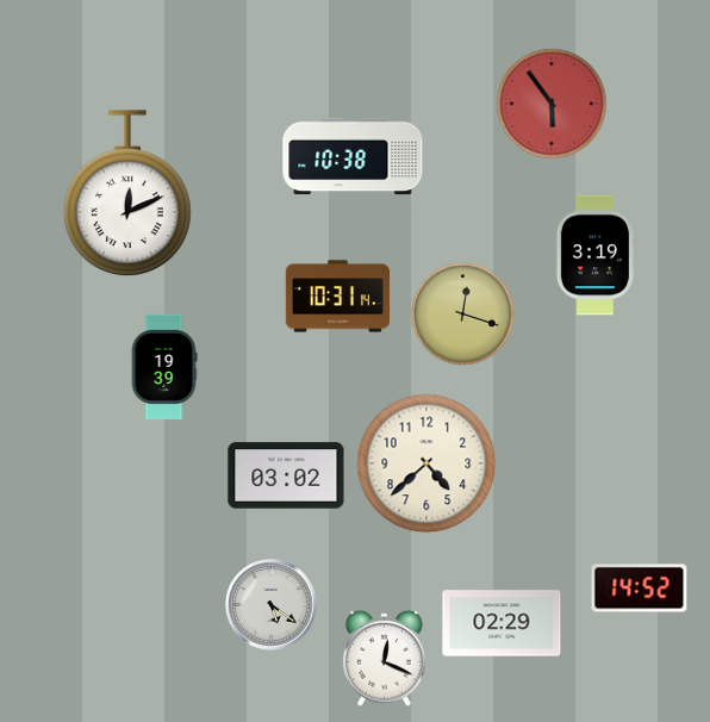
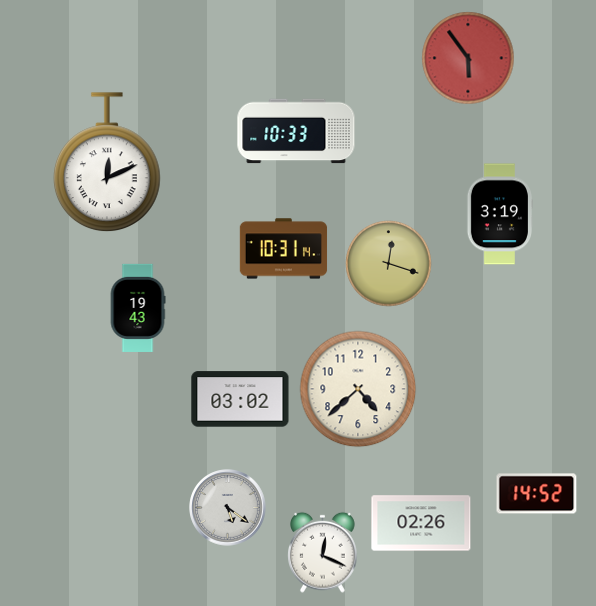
clock at (552, 104) position: (552, 104) -> (468, 58)
clock at (353, 156): 10:38 -> 10:33
clock at (164, 367): 19:39 -> 19:43
clock at (502, 623): 02:29 -> 02:26
